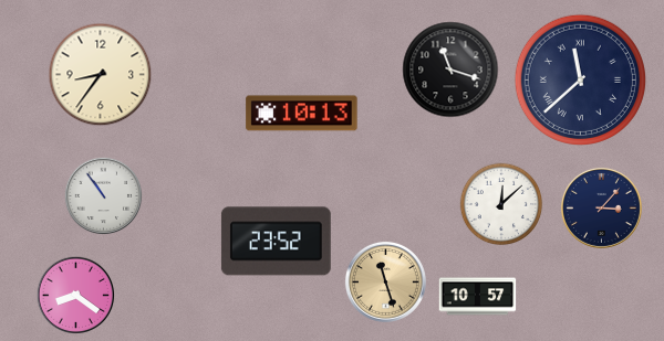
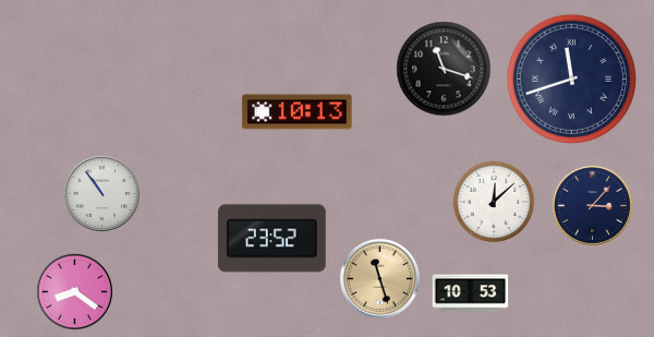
clock at (101, 75): 8:36 -> none
clock at (580, 79): 11:38 -> 11:42
clock at (478, 297): 10:57 -> 10:53
